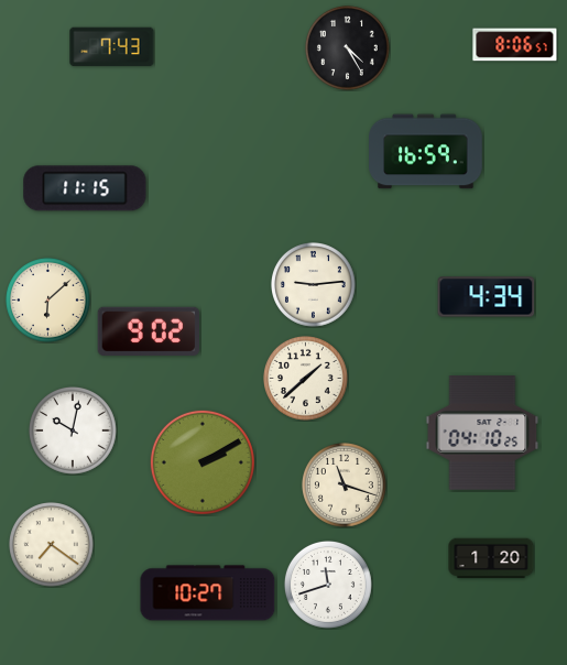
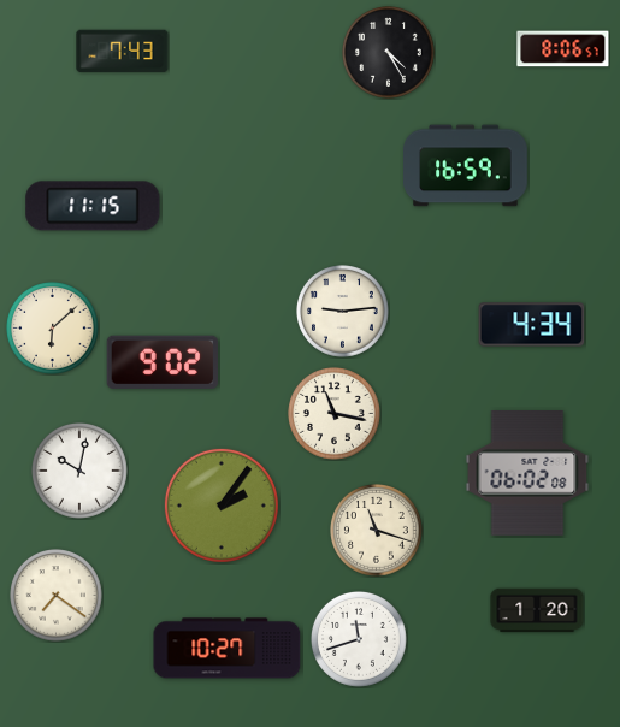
clock at (348, 48) position: (348, 48) -> (389, 53)
clock at (306, 379): 1:38 -> 11:17
clock at (482, 433): 04:10 -> 06:02
clock at (203, 462): 2:10 -> 2:06
